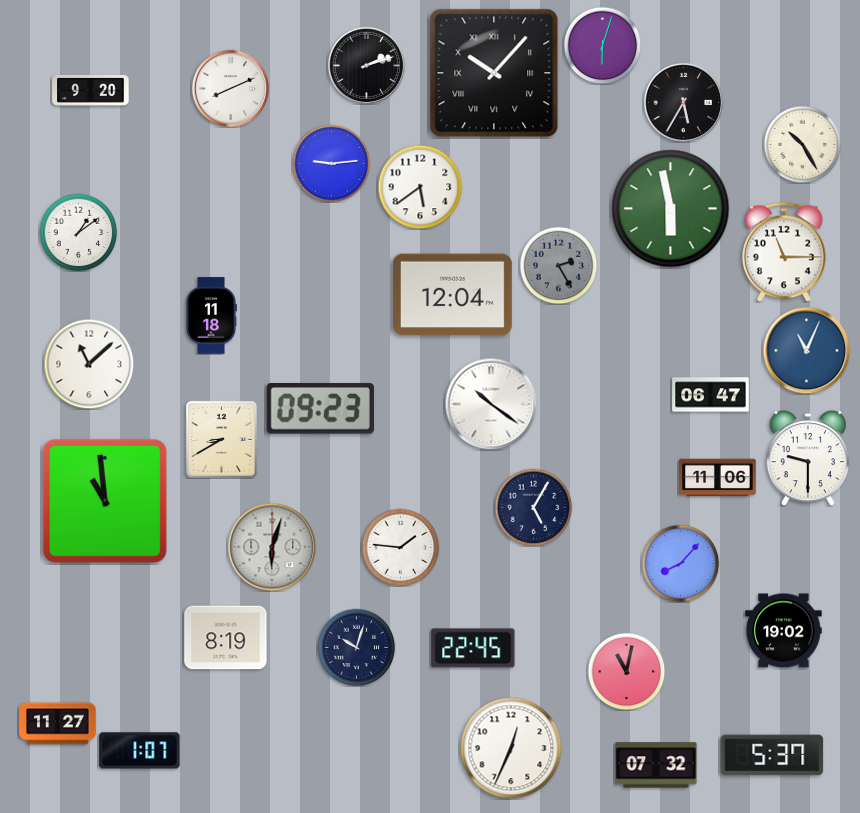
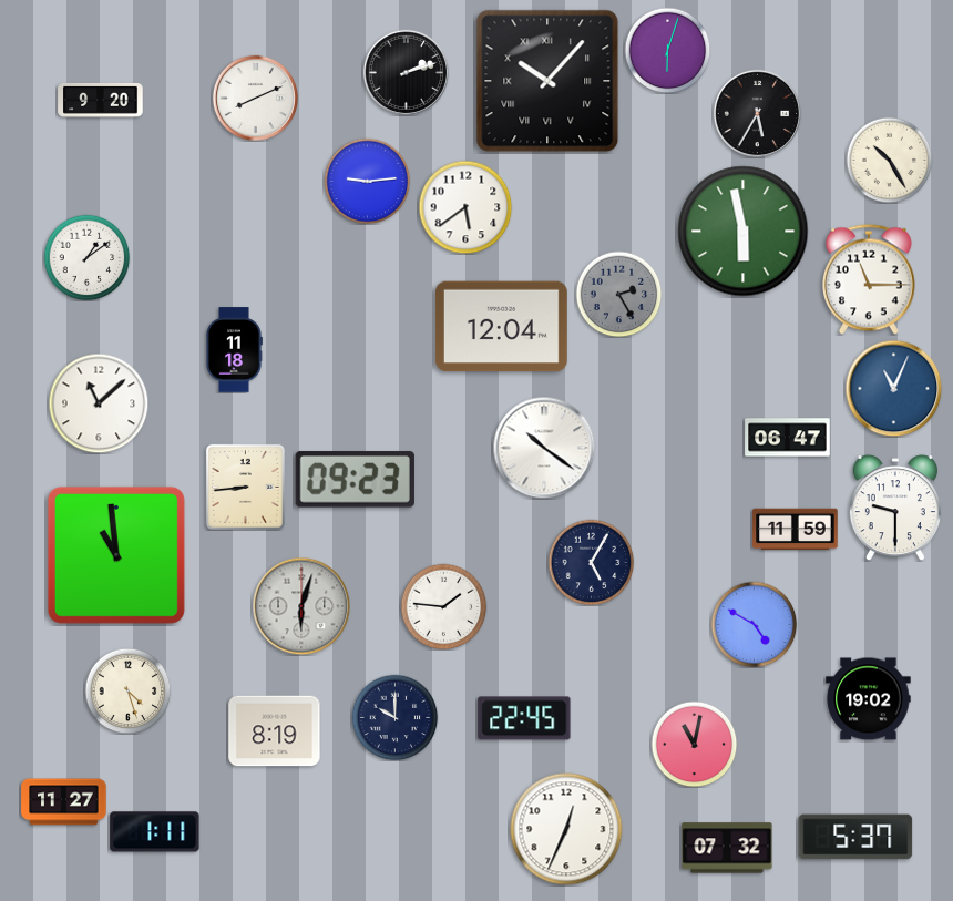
clock at (320, 409) position: (320, 409) -> (355, 480)
clock at (221, 439): 8:40 -> 8:44
clock at (718, 478): 11:06 -> 11:59
clock at (680, 563): 8:07 -> 4:50
clock at (127, 690): none -> 4:27
clock at (226, 638) position: (226, 638) -> (275, 731)
clock at (356, 647): 10:03 -> 10:00
clock at (140, 751): 1:07 -> 1:11
